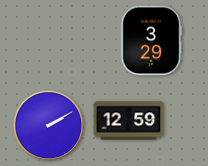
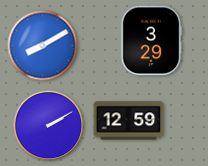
clock at (43, 46): none -> 8:10
